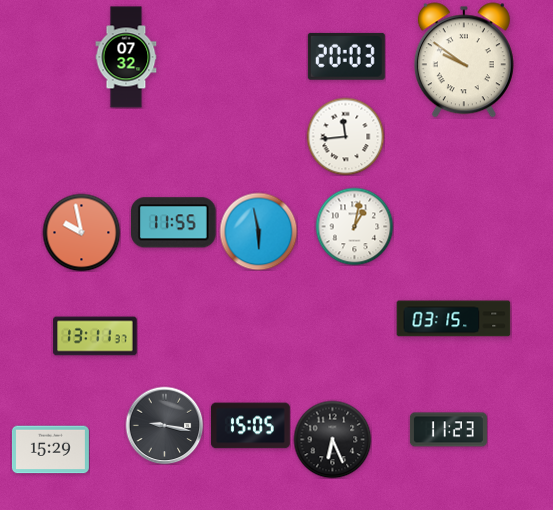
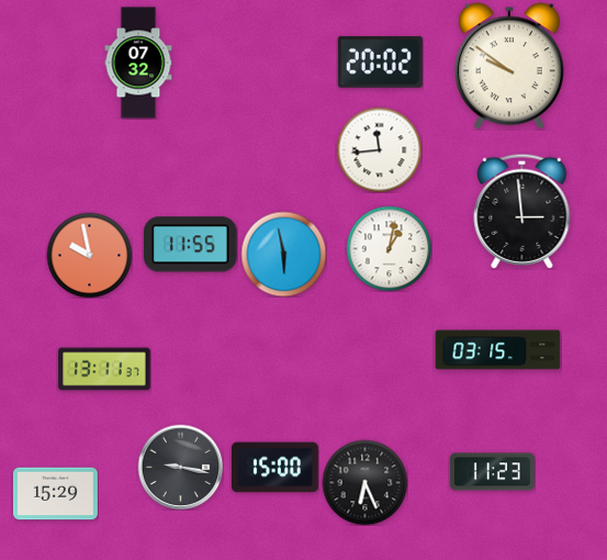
clock at (346, 56): 20:03 -> 20:02
clock at (522, 211): none -> 2:59
clock at (250, 426): 15:05 -> 15:00
